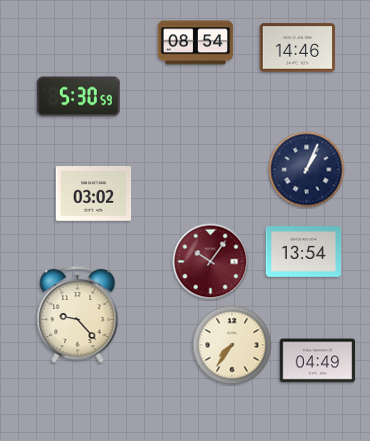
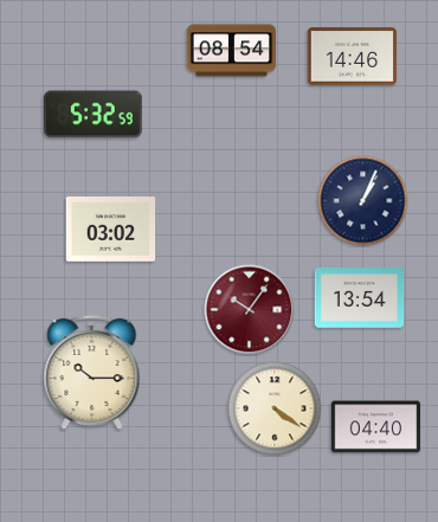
clock at (79, 97): 5:30 -> 5:32
clock at (78, 315): 9:23 -> 10:15
clock at (232, 345): 7:36 -> 4:21
clock at (318, 361): 04:49 -> 04:40
